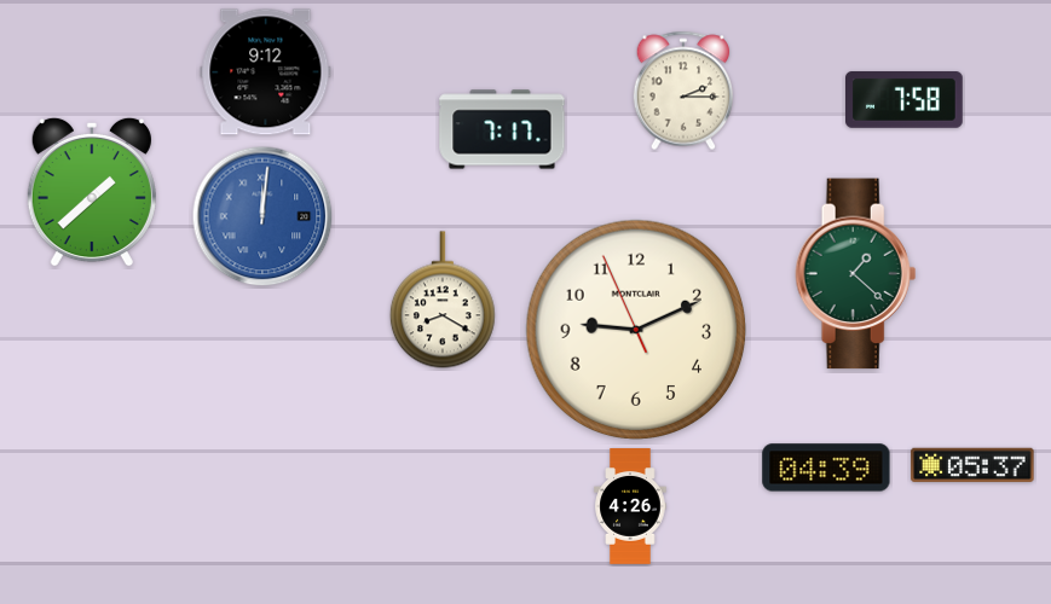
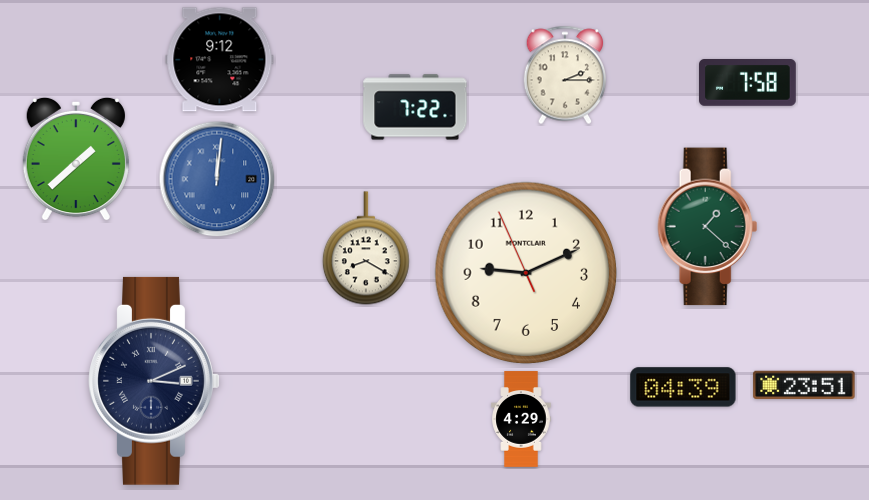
clock at (502, 129): 7:17 -> 7:22
clock at (154, 381): none -> 3:11
clock at (972, 464): 05:37 -> 23:51
clock at (630, 506): 4:26 -> 4:29
